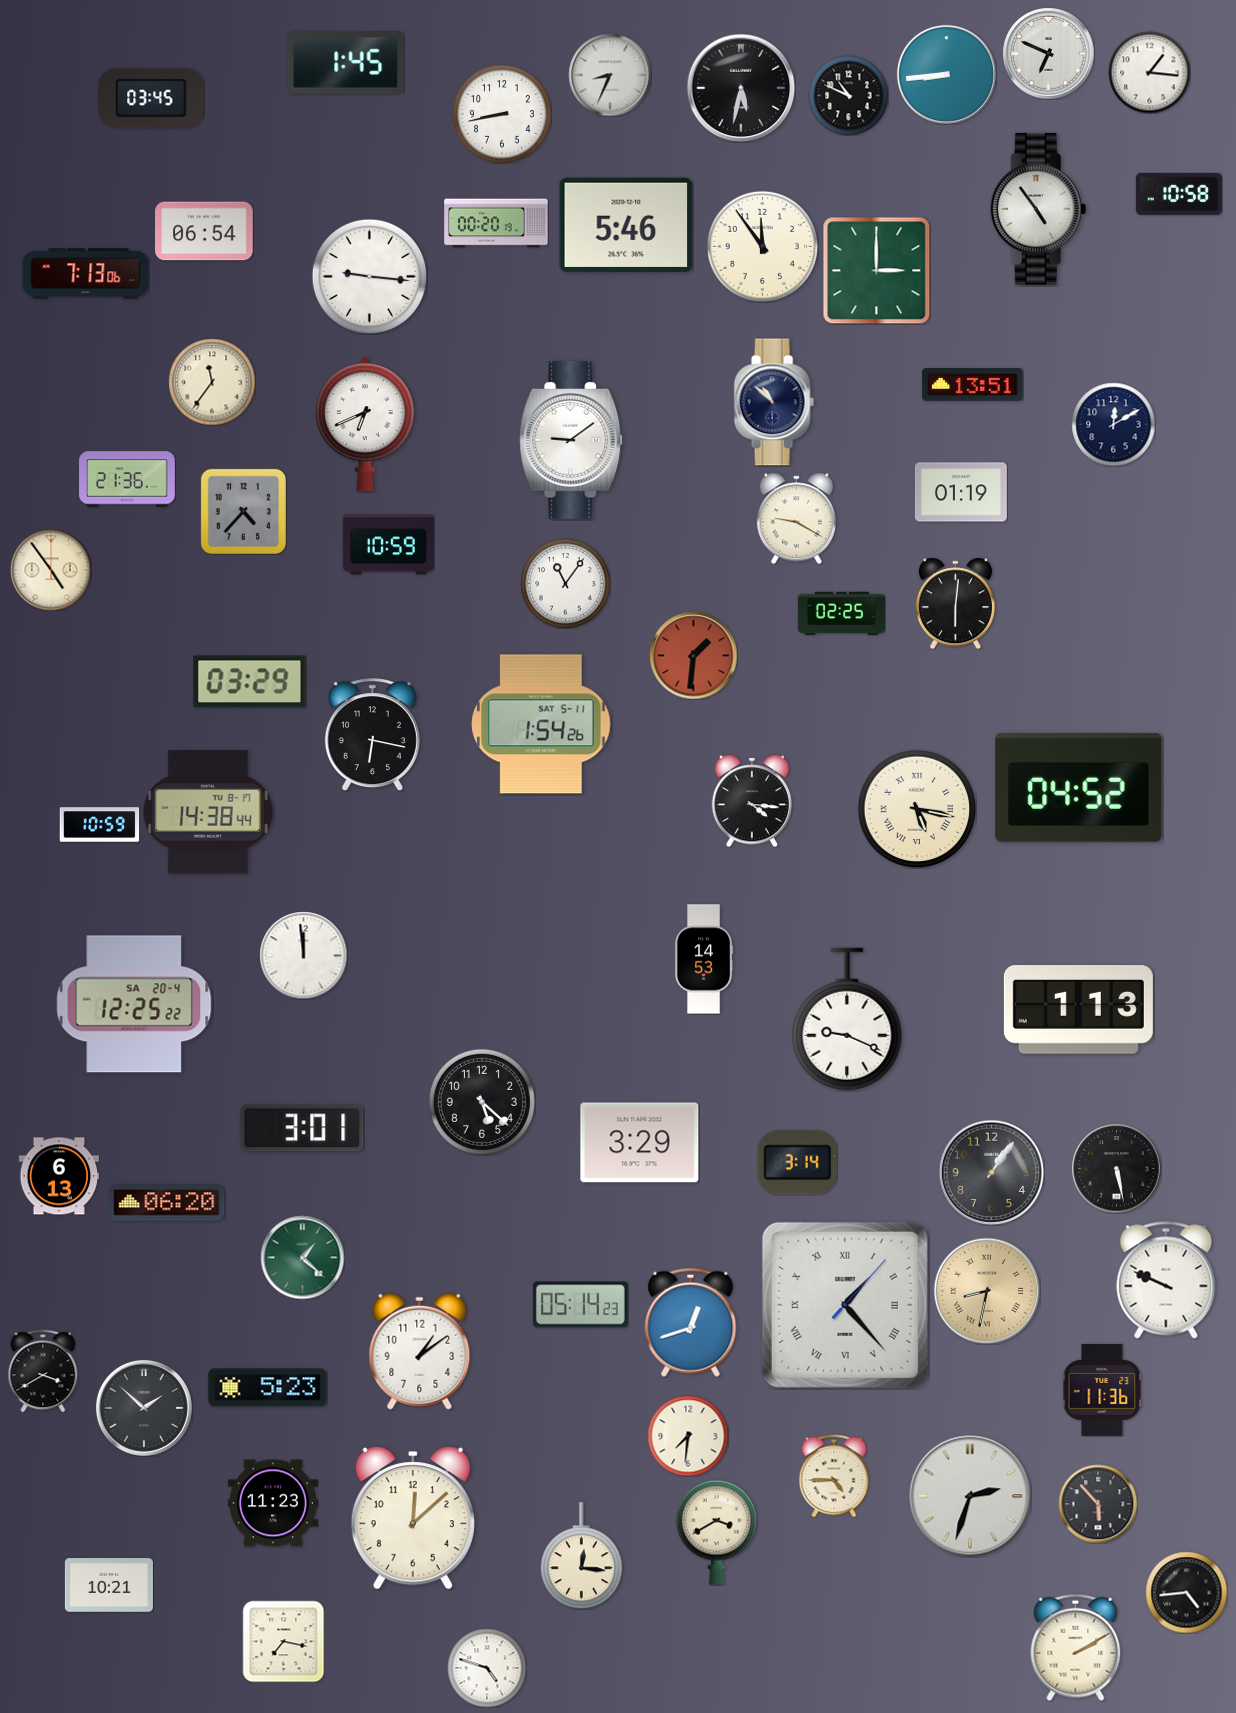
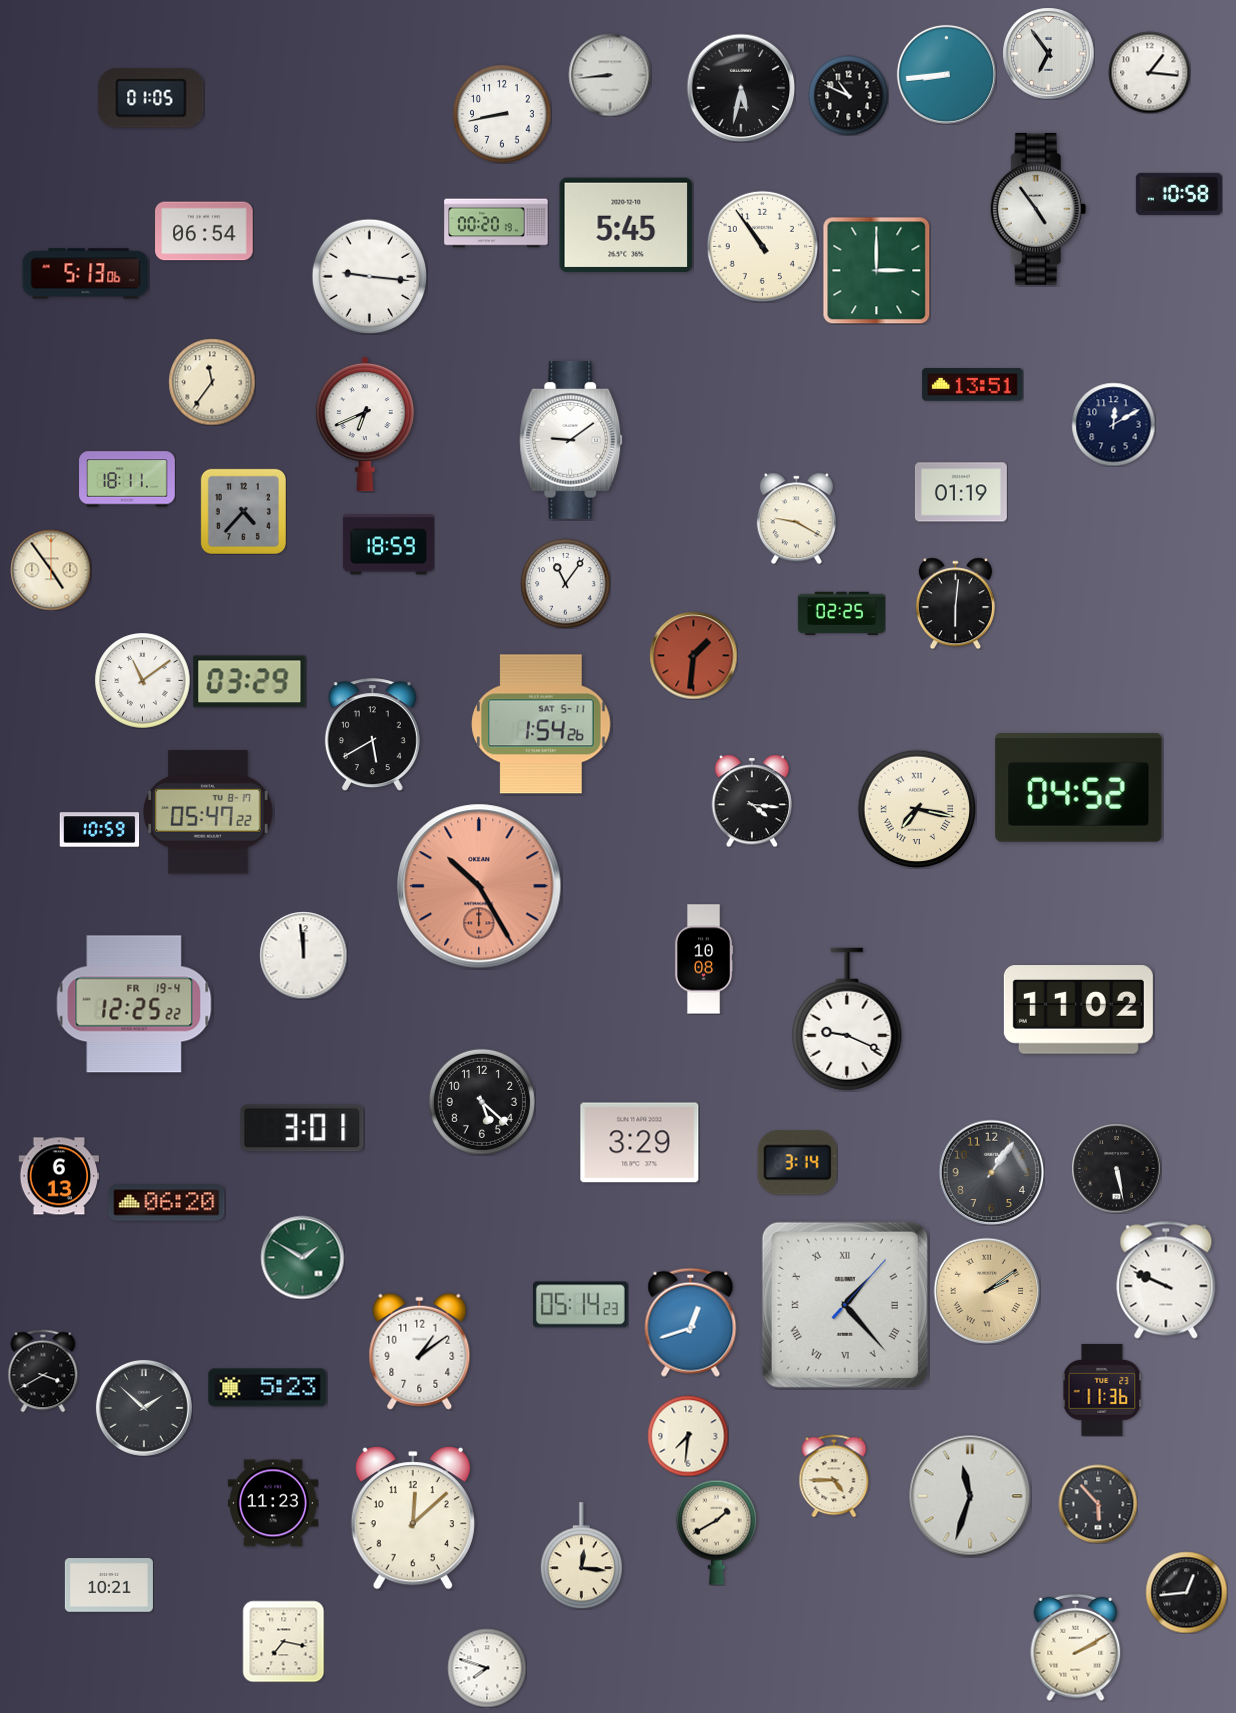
clock at (1048, 53): 6:49 -> 6:54
clock at (346, 63): 1:45 -> none
clock at (610, 75): 8:34 -> 8:44
clock at (151, 98): 03:45 -> 01:05
clock at (626, 224): 5:46 -> 5:45
clock at (762, 246): 11:54 -> 10:54
clock at (86, 274): 7:13 -> 5:13
clock at (774, 402): 10:52 -> none
clock at (127, 479): 21:36 -> 18:11
clock at (388, 545): 10:59 -> 18:59
clock at (142, 680): none -> 11:09
clock at (372, 735): 6:17 -> 5:40
clock at (917, 809): 5:17 -> 7:17
clock at (209, 812): 14:38 -> 05:47
clock at (99, 825) position: (99, 825) -> (99, 830)
clock at (479, 886): none -> 10:25
clock at (704, 959): 14:53 -> 10:08
clock at (134, 1004) date: SA 20-4 -> FR 19-4
clock at (1078, 1010): 1:13 -> 11:02
clock at (302, 1257): 1:22 -> 1:50
clock at (987, 1291): 8:32 -> 2:09
clock at (970, 1496): 2:33 -> 11:33
clock at (716, 1532): 3:40 -> 1:40
clock at (1186, 1592): 4:44 -> 12:44
clock at (487, 1668): 4:48 -> 7:48
